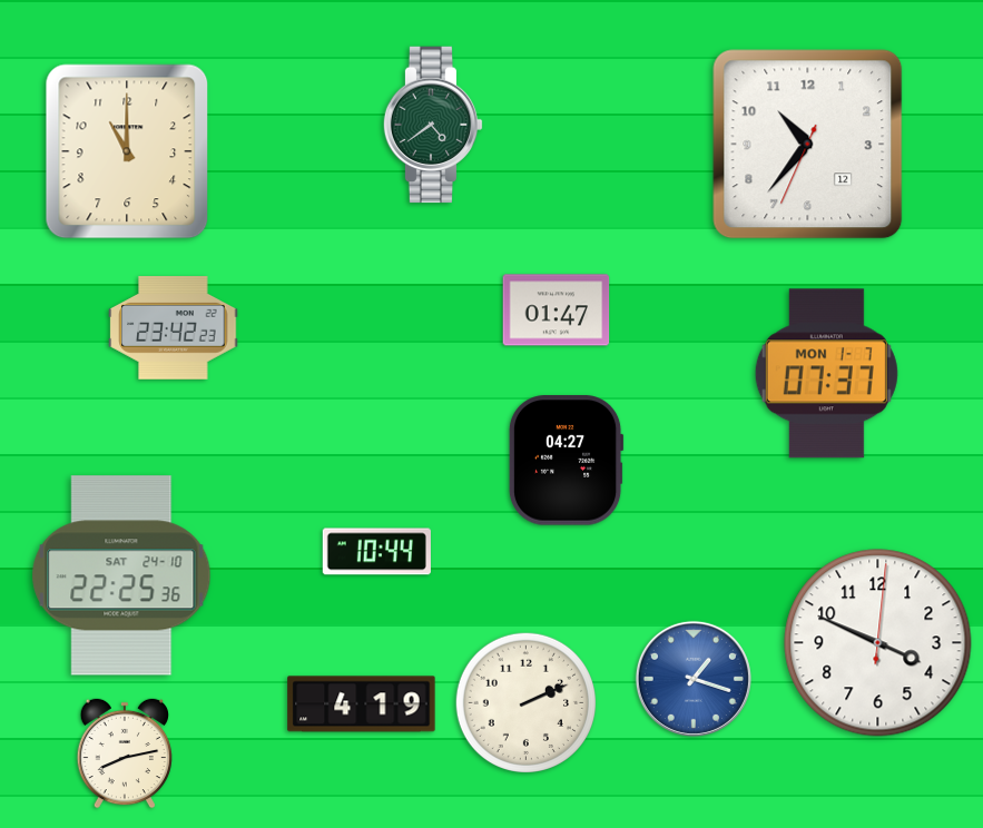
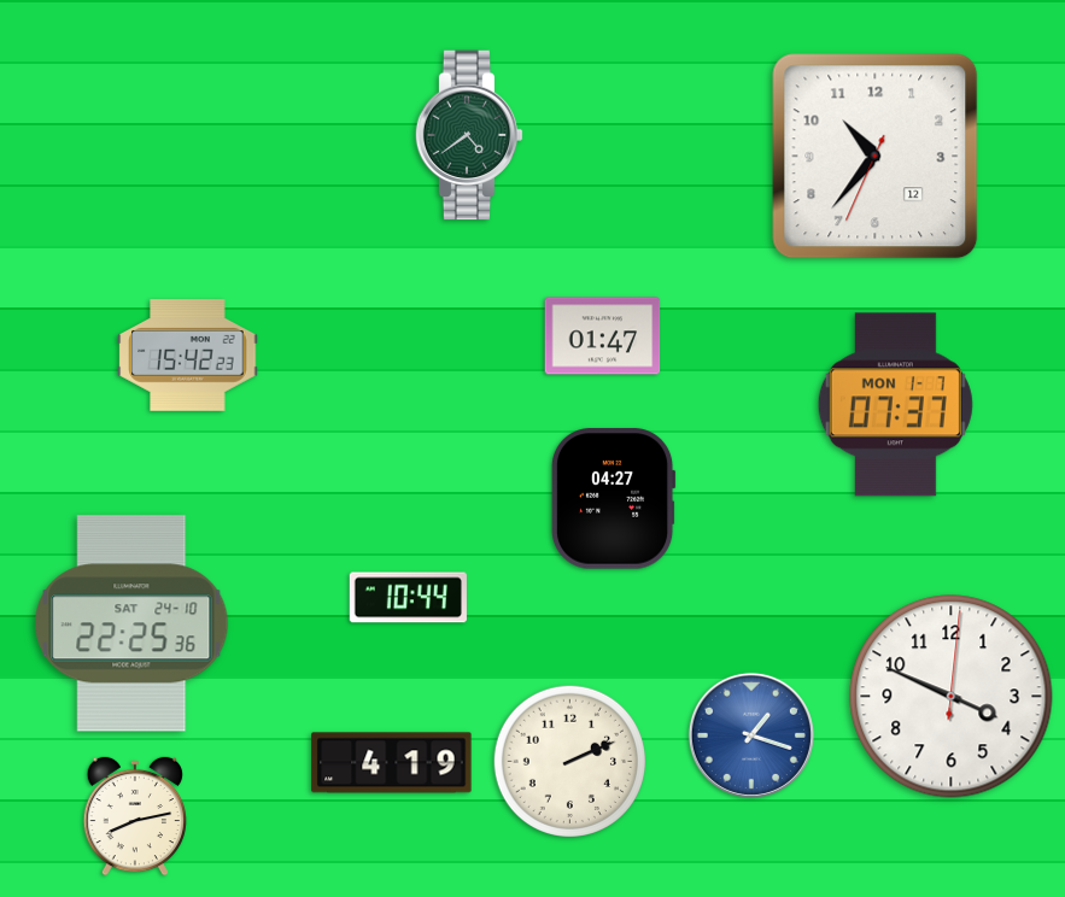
clock at (127, 151): 11:00 -> none
clock at (174, 328): 23:42 -> 15:42
